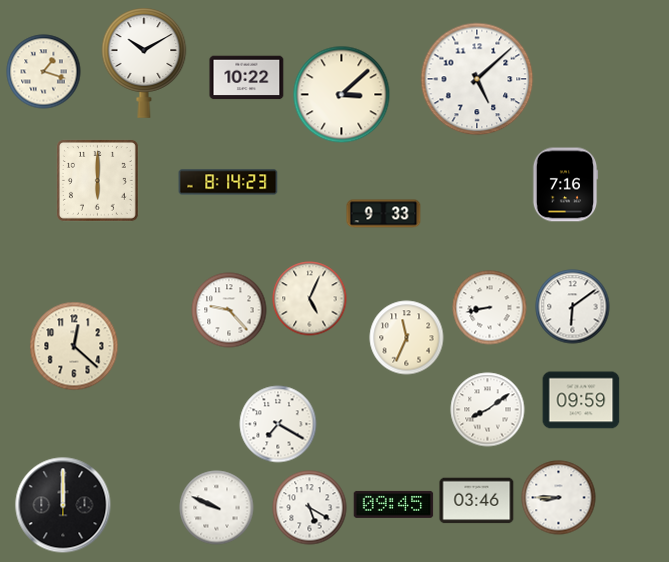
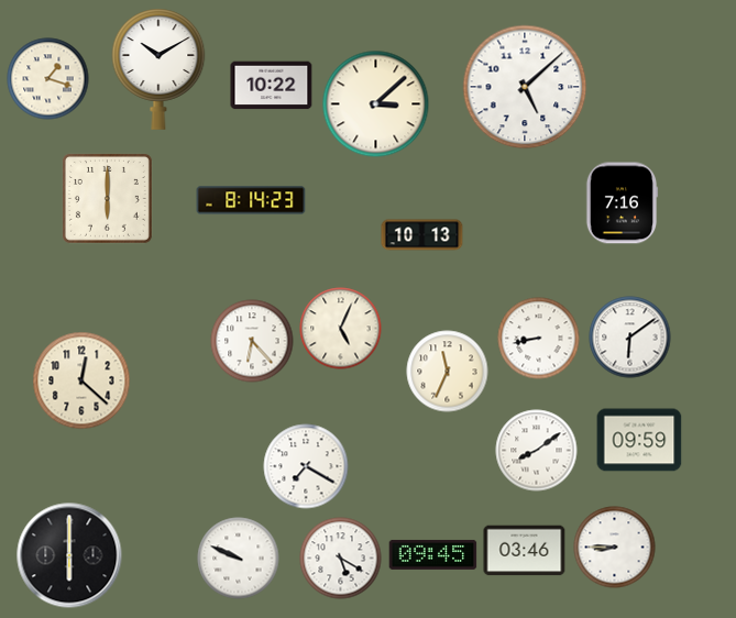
clock at (384, 214): 9:33 -> 10:13
clock at (229, 310): 9:23 -> 6:23
clock at (63, 505): 12:00 -> 6:00
